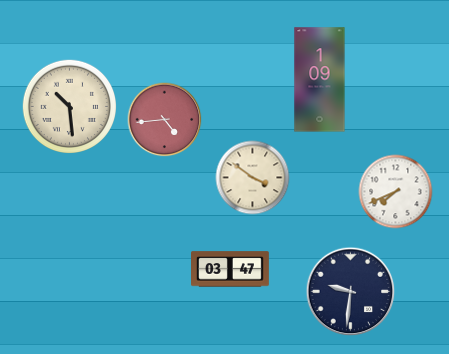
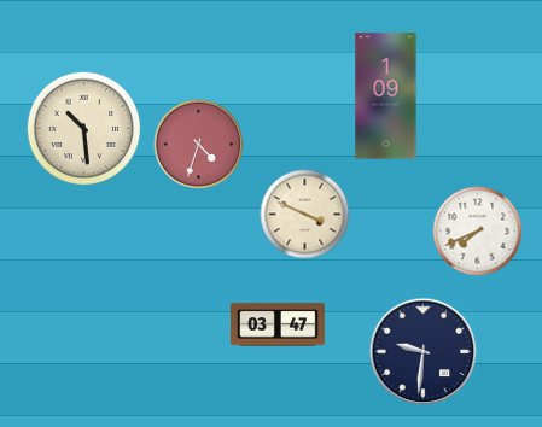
clock at (165, 120): 4:44 -> 4:33
clock at (253, 178): 3:51 -> 3:49
